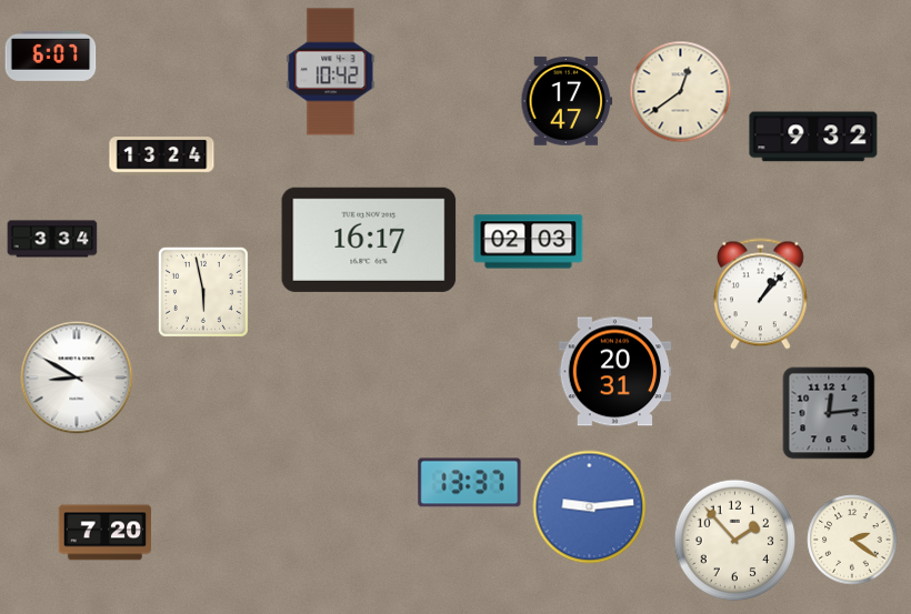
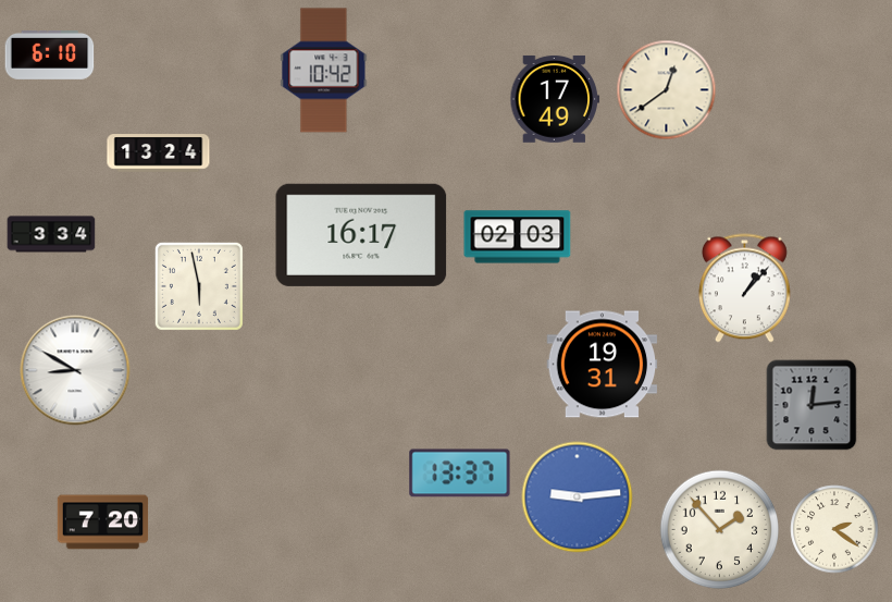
clock at (51, 56): 6:07 -> 6:10
clock at (567, 101): 17:47 -> 17:49
clock at (813, 137): 9:32 -> none
clock at (615, 372): 20:31 -> 19:31
